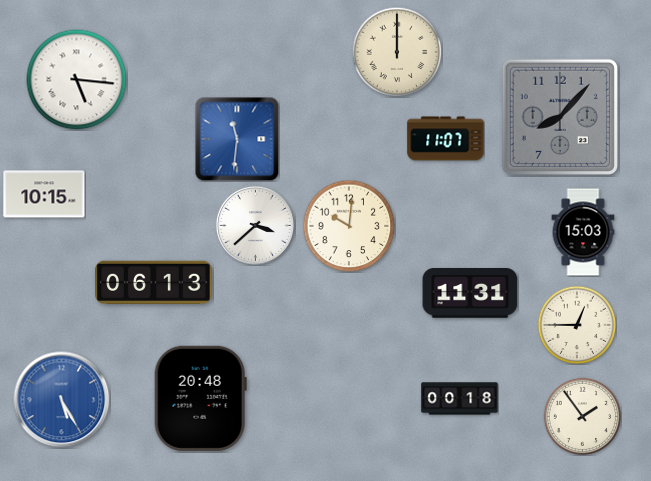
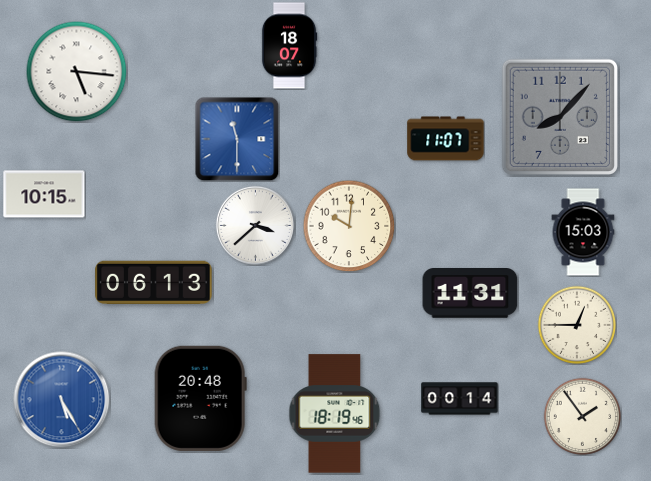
clock at (289, 46): none -> 18:07
clock at (397, 52): 12:00 -> none
clock at (77, 80) position: (77, 80) -> (77, 72)
clock at (237, 139): 11:31 -> 11:30
clock at (460, 399): 00:18 -> 00:14
clock at (335, 414): none -> 18:19
